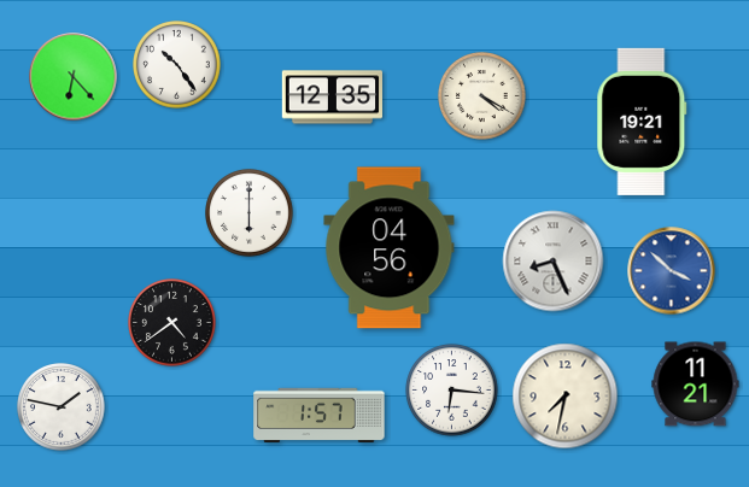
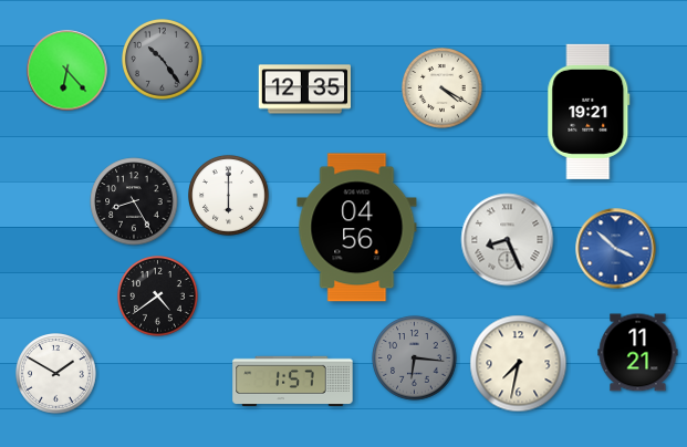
clock at (177, 65) dial: white -> grey
clock at (134, 201): none -> 8:25
clock at (452, 391) dial: white -> grey
clock at (62, 407): 1:47 -> 1:50
